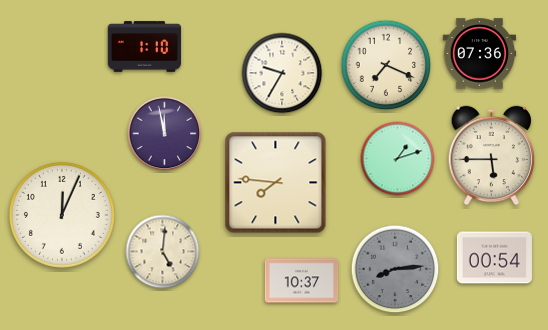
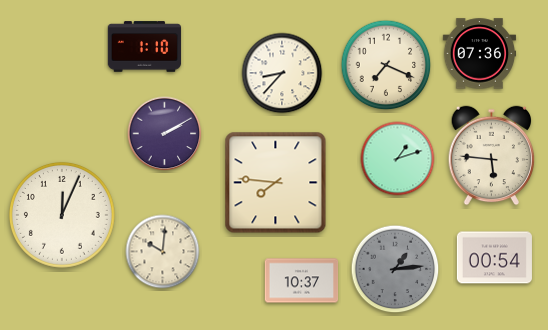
clock at (282, 73): 9:35 -> 8:37
clock at (165, 134): 11:58 -> 2:10
clock at (492, 156): 5:45 -> 5:46
clock at (163, 252): 5:01 -> 10:01
clock at (395, 269): 8:14 -> 1:14
